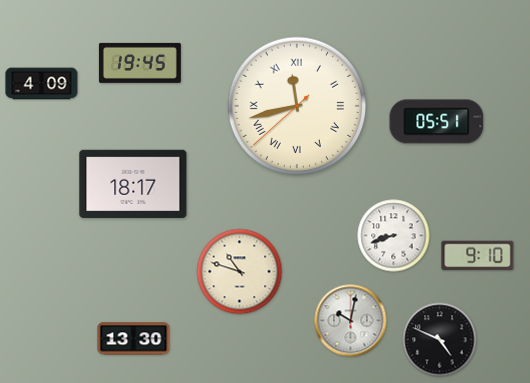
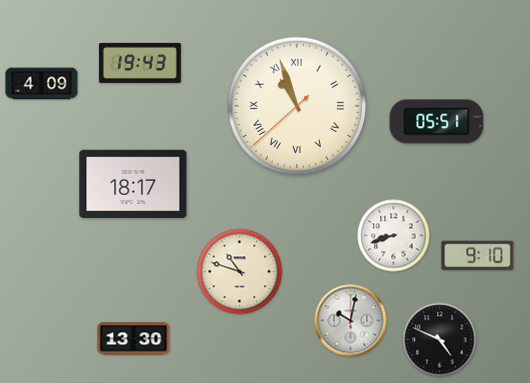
clock at (140, 63): 19:45 -> 19:43
clock at (296, 105): 11:42 -> 10:56
